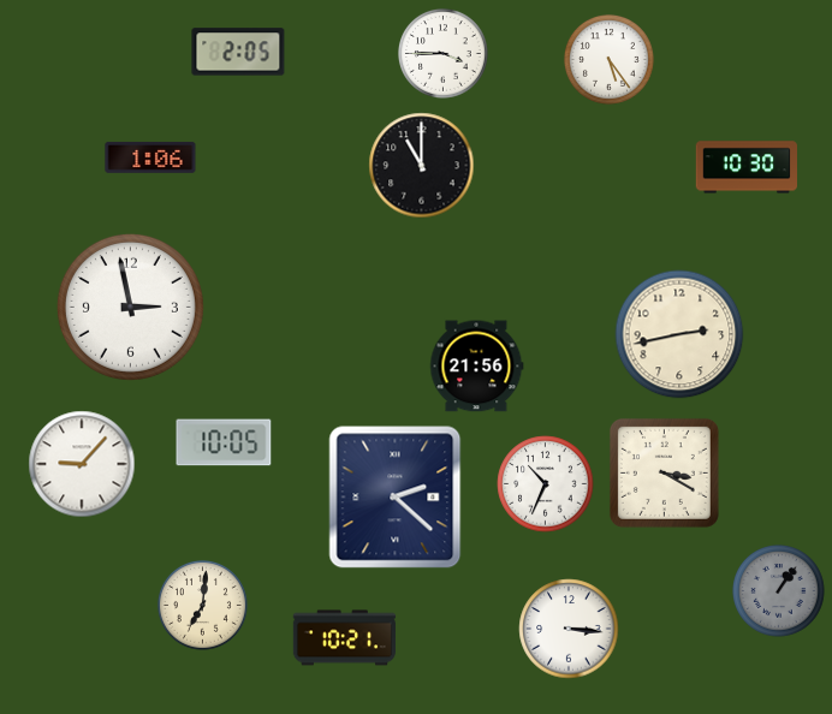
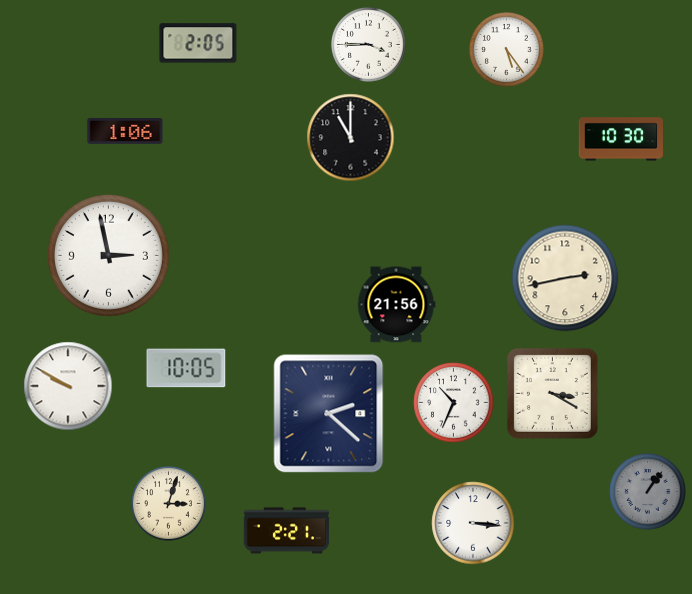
clock at (82, 464): 9:07 -> 9:50
clock at (202, 605): 7:01 -> 3:03
clock at (344, 638): 10:21 -> 2:21
